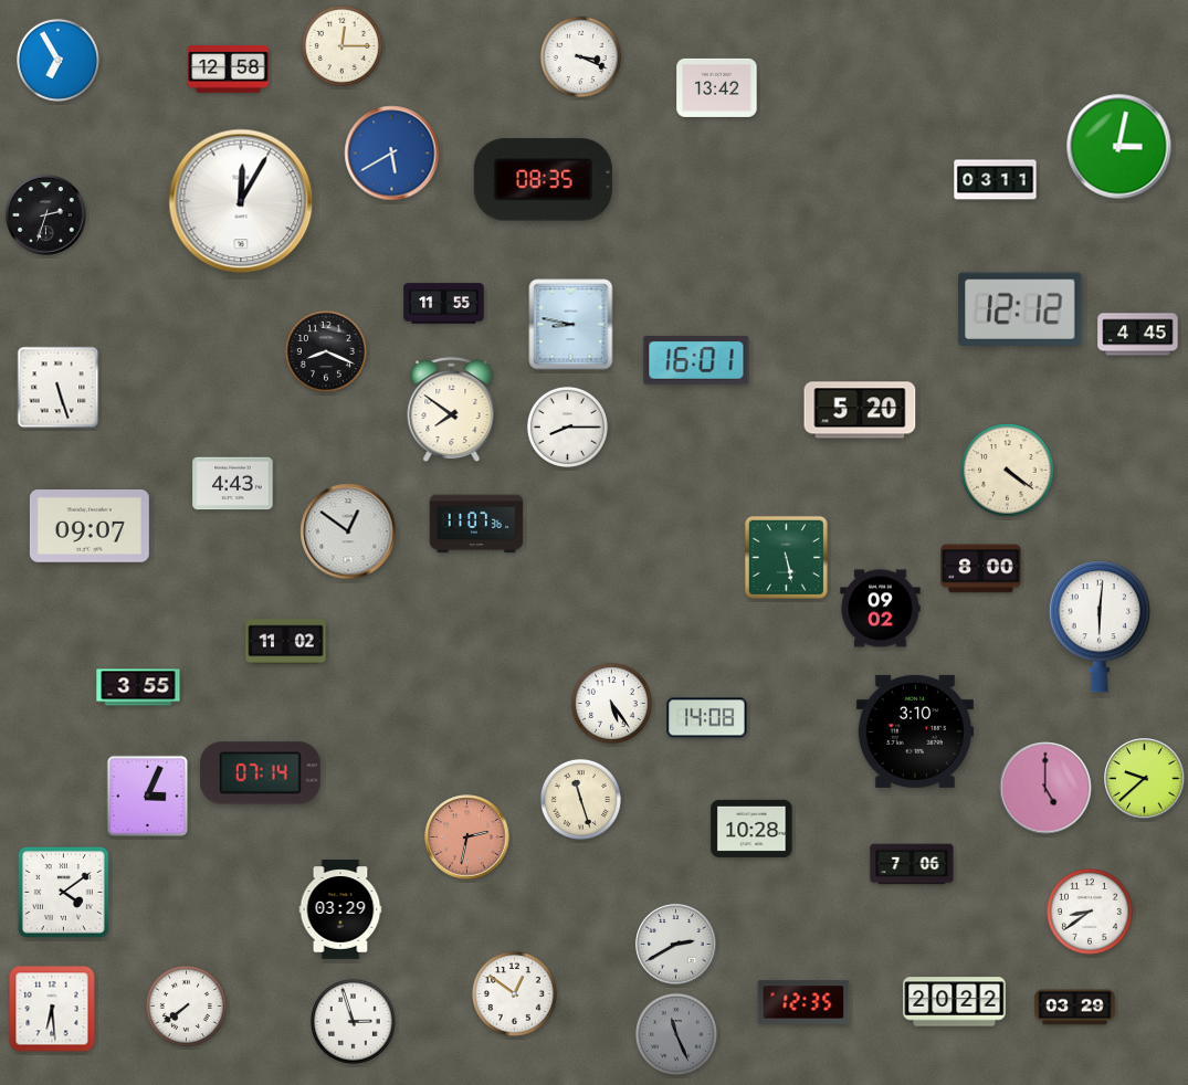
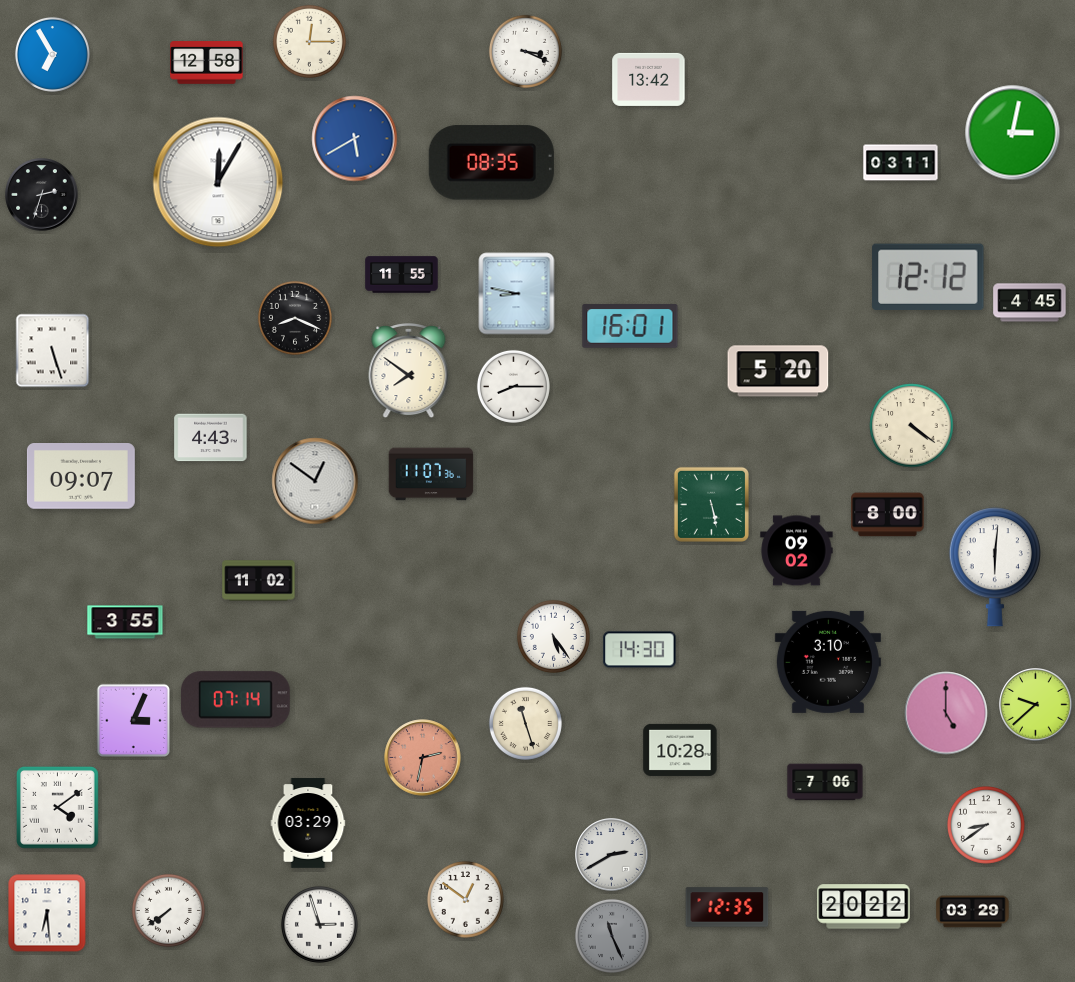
clock at (1020, 309) position: (1020, 309) -> (928, 277)
clock at (707, 718): 14:08 -> 14:30
